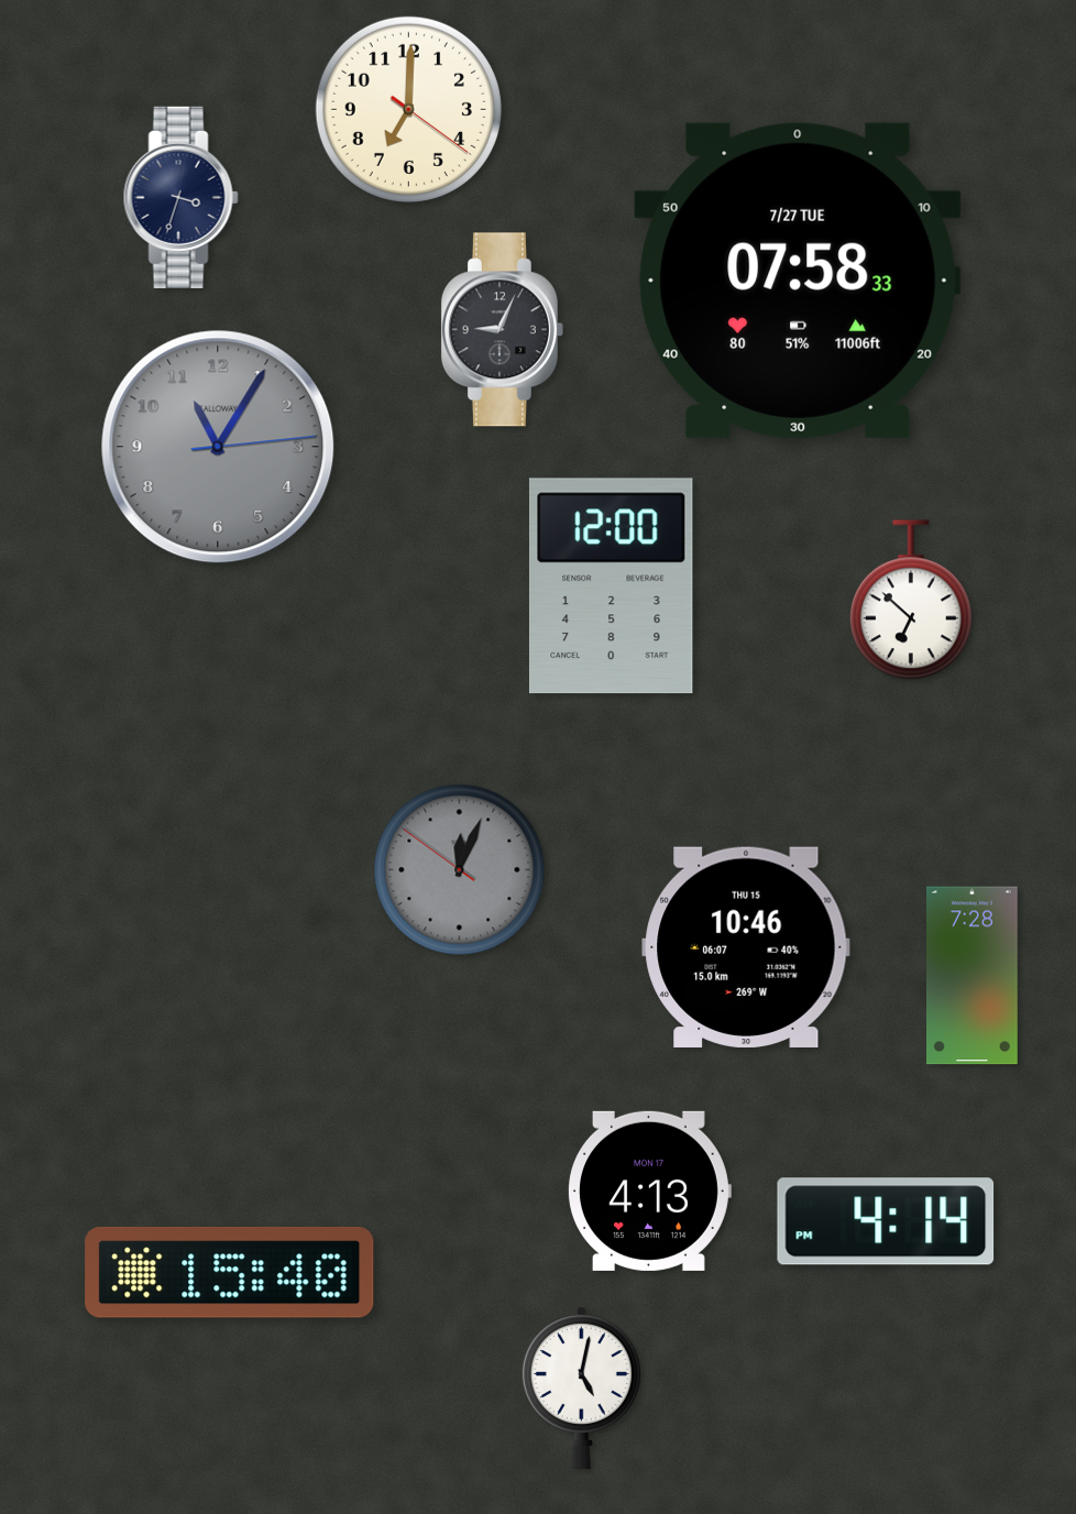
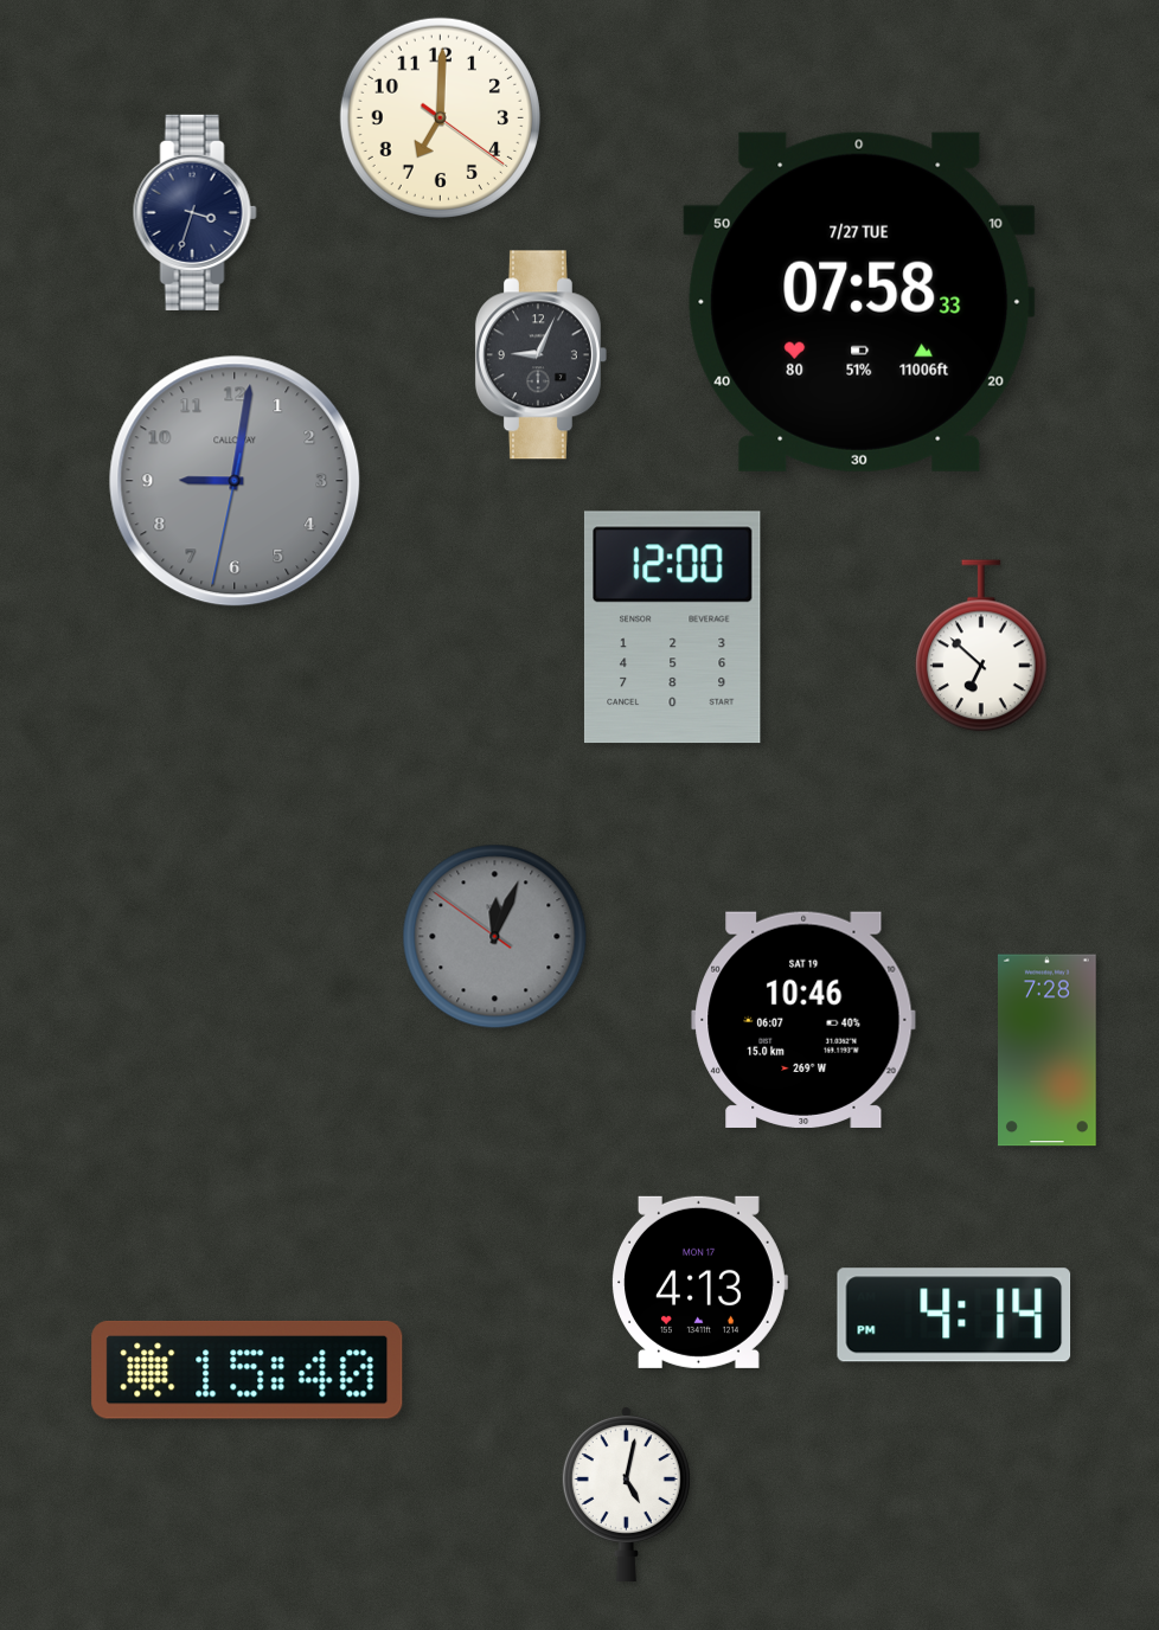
clock at (218, 447): 11:05 -> 9:01
clock at (611, 586) position: (611, 586) -> (672, 628)
clock at (746, 947) date: THU 15 -> SAT 19
